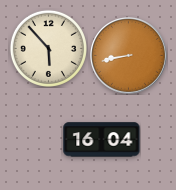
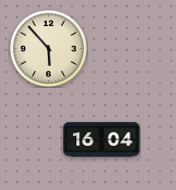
clock at (129, 56): 8:43 -> none
